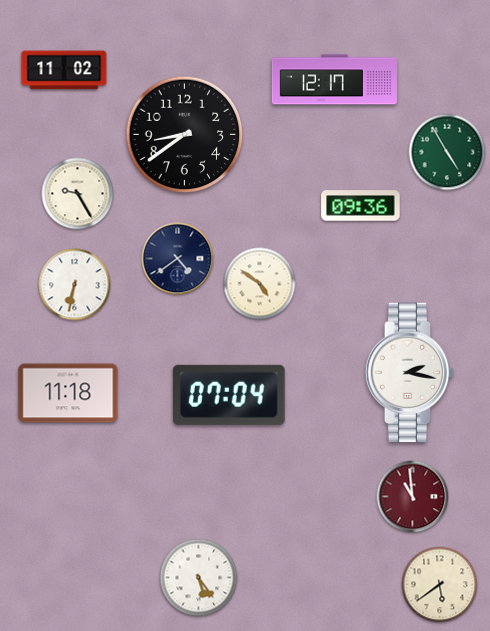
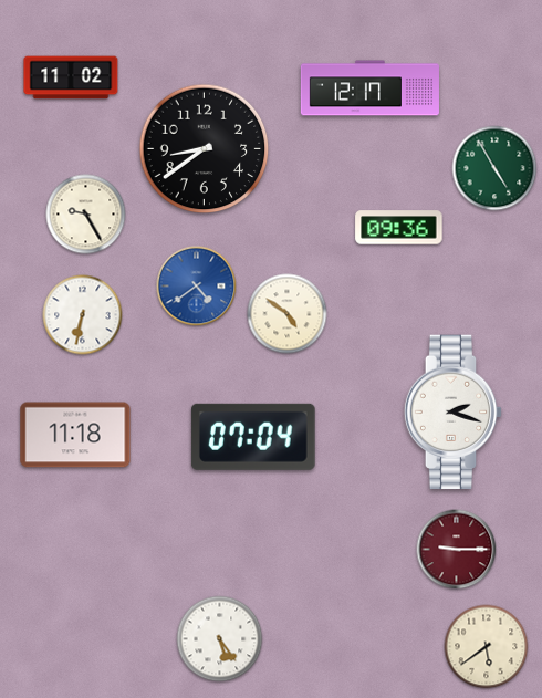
clock at (178, 259) dial: navy -> blue
clock at (410, 373): 2:17 -> 2:18
clock at (413, 497): 10:59 -> 9:15
